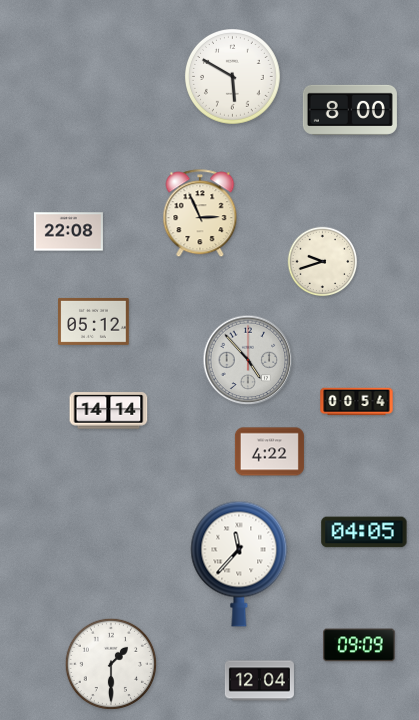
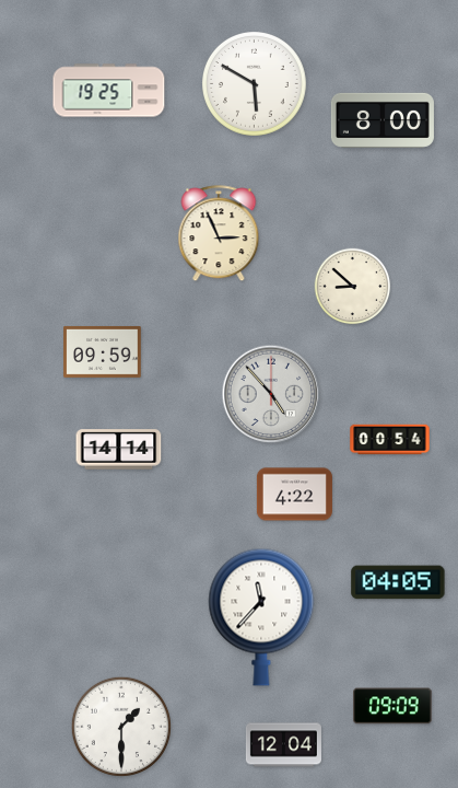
clock at (109, 91): none -> 19:25
clock at (68, 232): 22:08 -> none
clock at (323, 262): 9:42 -> 8:52
clock at (94, 322): 05:12 -> 09:59
